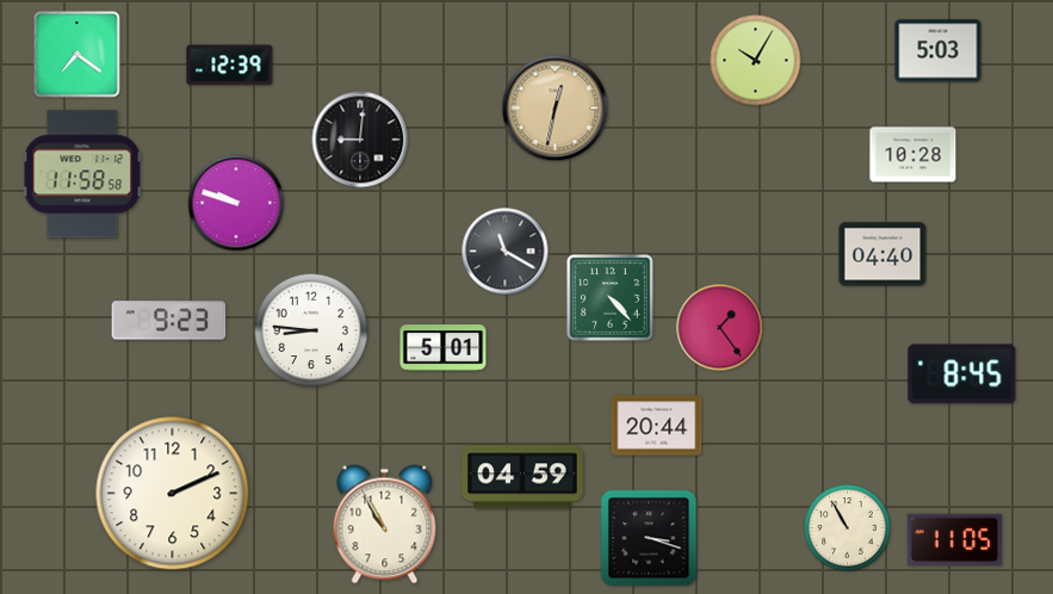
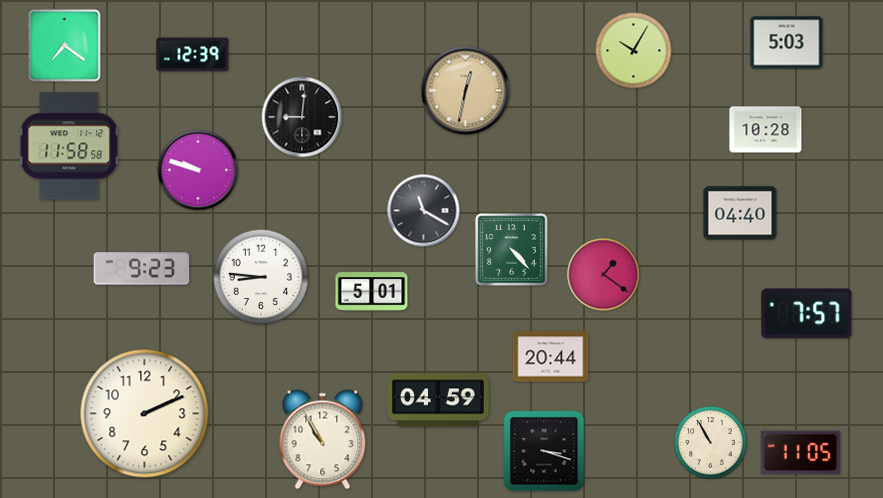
clock at (720, 328): 1:24 -> 1:21
clock at (962, 375): 8:45 -> 7:57
